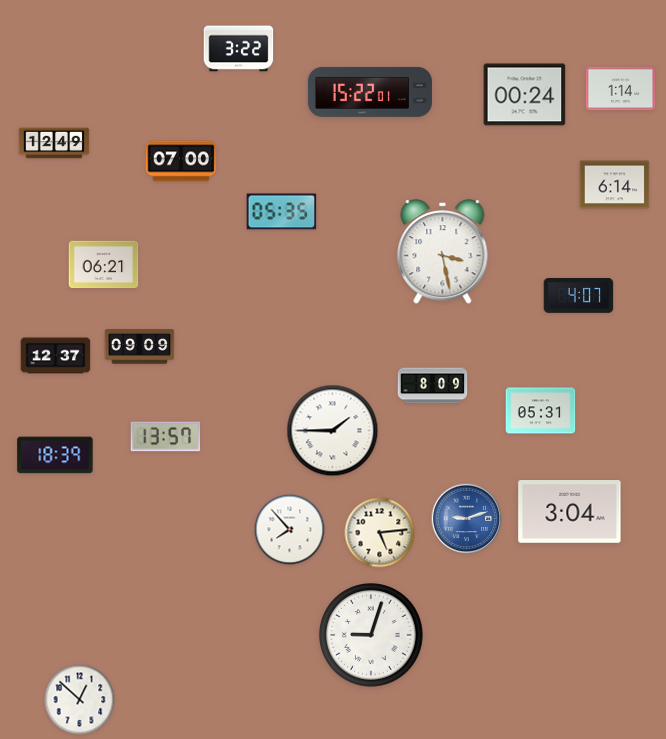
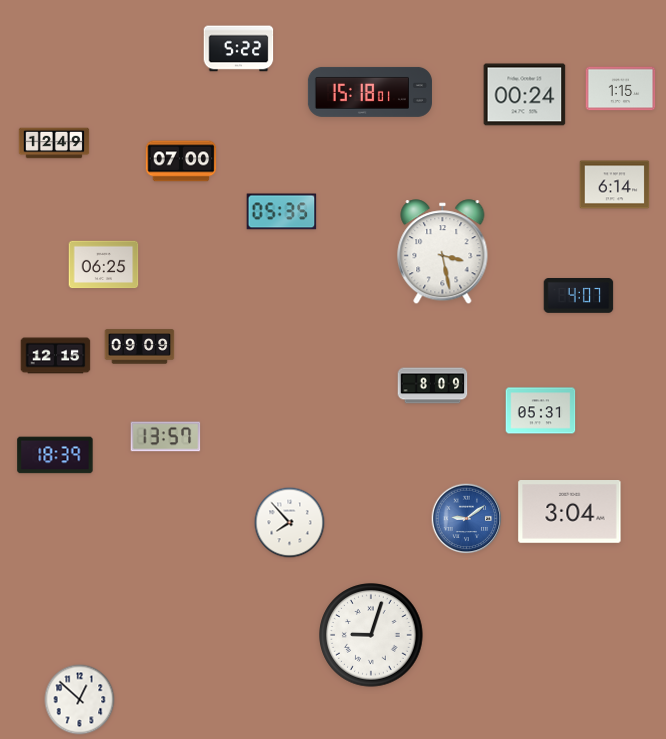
clock at (239, 49): 3:22 -> 5:22
clock at (621, 89): 1:14 -> 1:15
clock at (370, 92): 15:22 -> 15:18
clock at (104, 265): 06:21 -> 06:25
clock at (56, 356): 12:37 -> 12:15
clock at (333, 431): 1:45 -> none
clock at (467, 519): 9:12 -> 9:09
clock at (290, 530) position: (290, 530) -> (290, 523)
clock at (380, 533): 5:14 -> none
